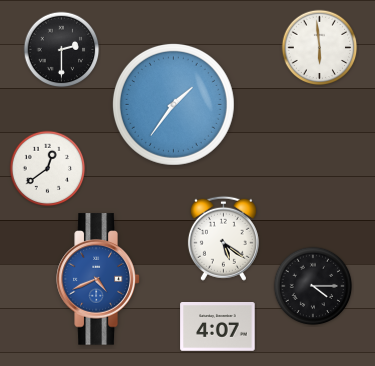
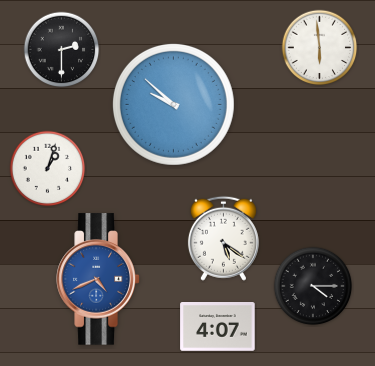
clock at (173, 104): 1:36 -> 9:52
clock at (48, 169): 12:39 -> 1:03
